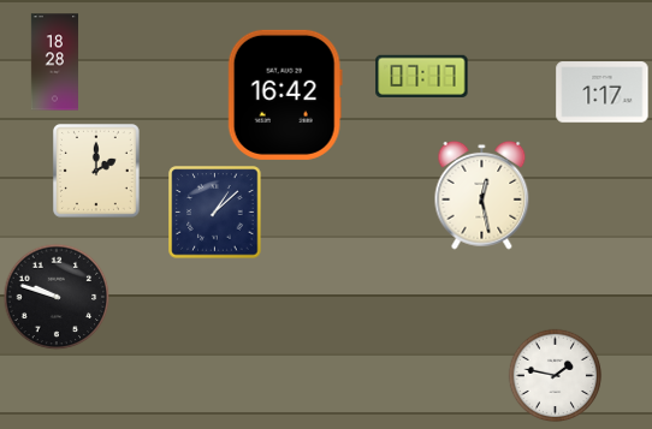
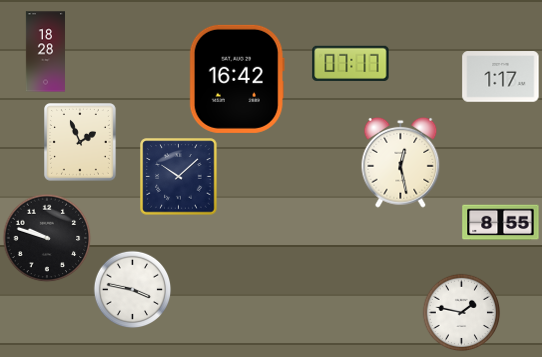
clock at (97, 172): 2:00 -> 1:56
clock at (215, 213): 1:08 -> 10:08
clock at (501, 223): none -> 8:55
clock at (57, 297) position: (57, 297) -> (47, 238)
clock at (132, 289): none -> 3:47
